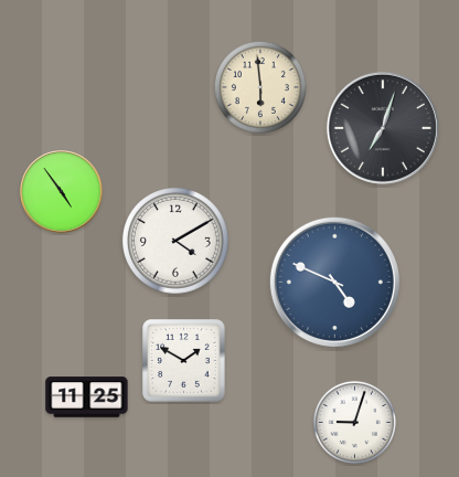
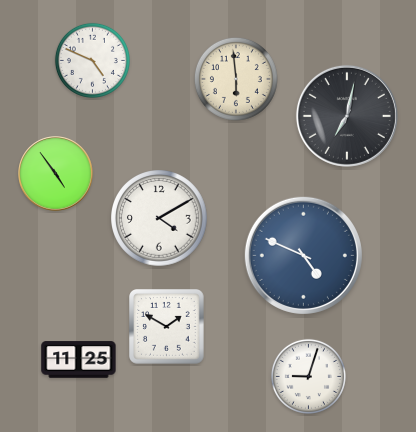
clock at (92, 60): none -> 4:49
clock at (383, 128): 7:03 -> 7:02
clock at (354, 422) position: (354, 422) -> (308, 376)
